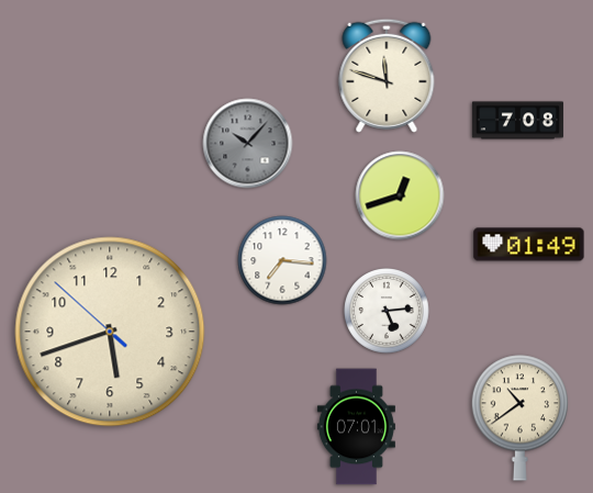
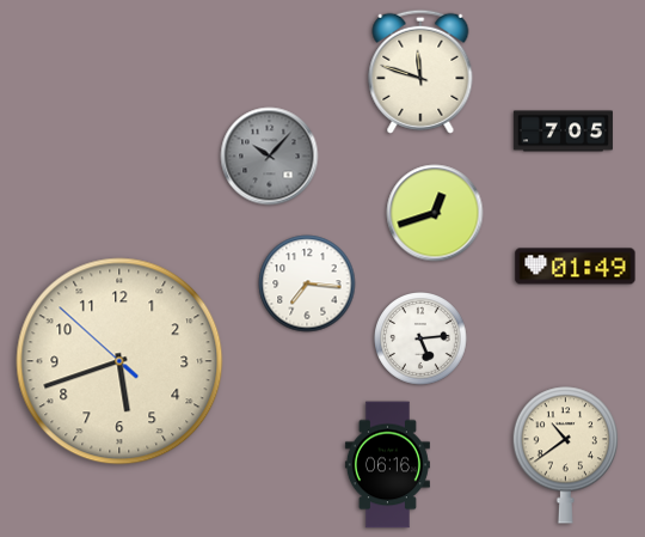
clock at (387, 76) position: (387, 76) -> (420, 72)
clock at (517, 121): 7:08 -> 7:05
clock at (356, 427): 07:01 -> 06:16
